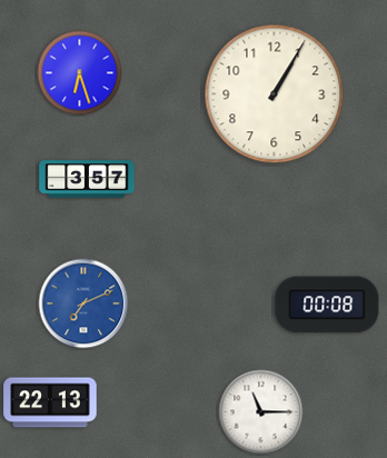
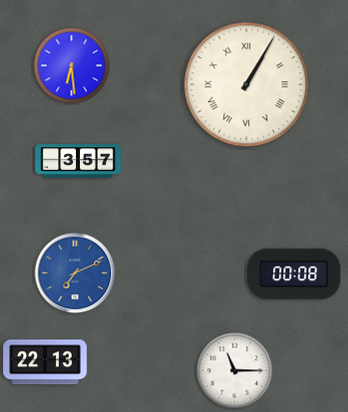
clock at (80, 73): 6:27 -> 6:29
clock at (275, 94) numerals: Arabic -> Roman
